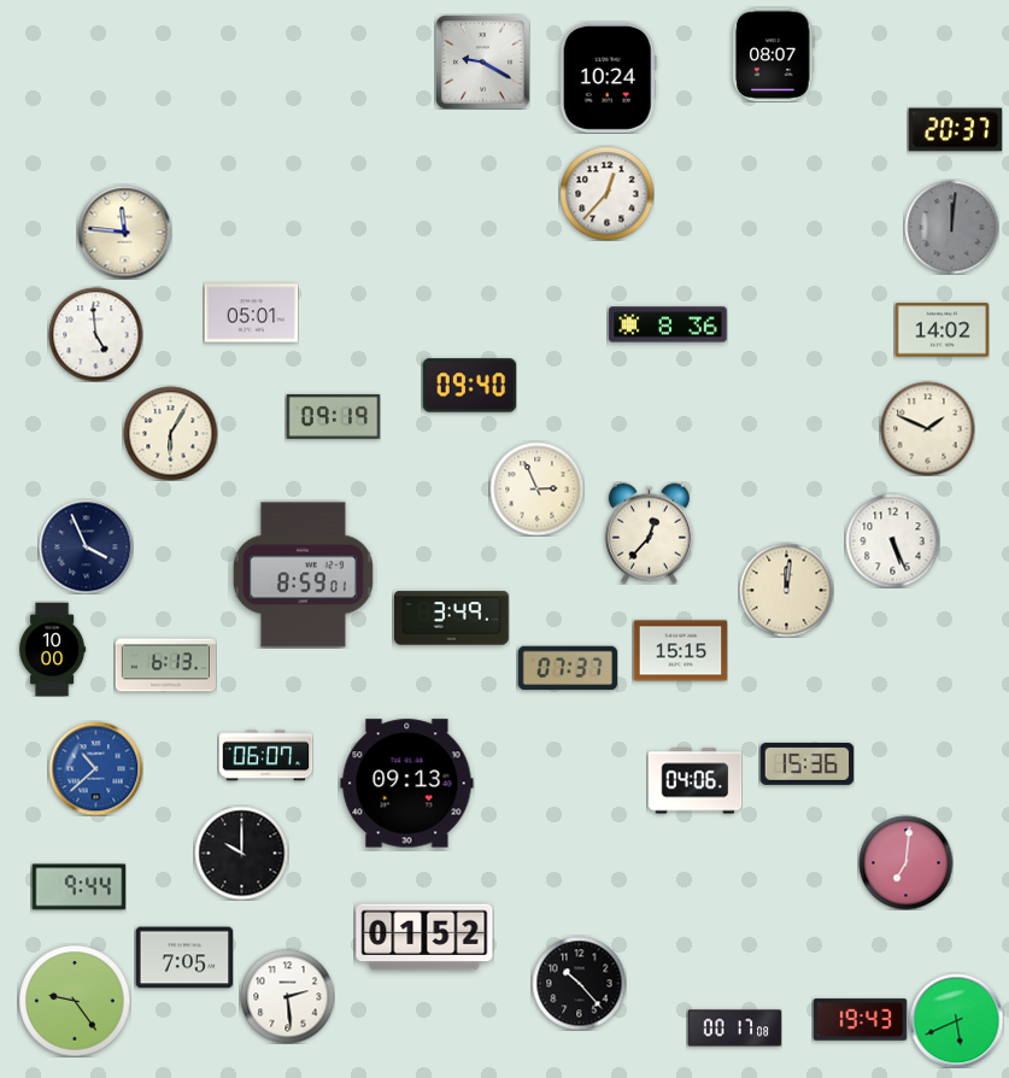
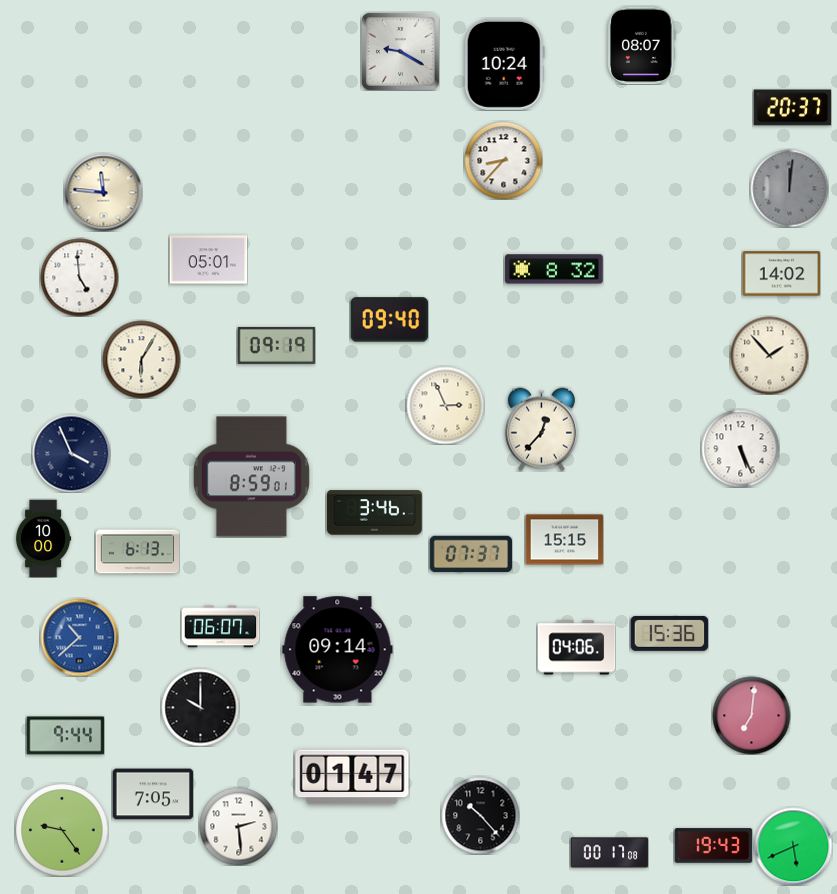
clock at (606, 193): 12:37 -> 8:37
clock at (668, 324): 8:36 -> 8:32
clock at (927, 428): 1:49 -> 1:53
clock at (649, 533) position: (649, 533) -> (541, 429)
clock at (786, 590): 12:01 -> none
clock at (452, 619): 3:49 -> 3:46
clock at (407, 784): 09:13 -> 09:14
clock at (424, 937): 01:52 -> 01:47
